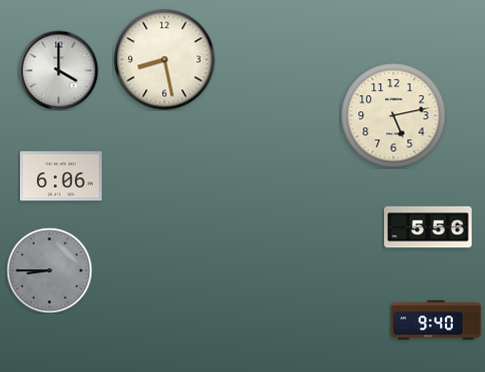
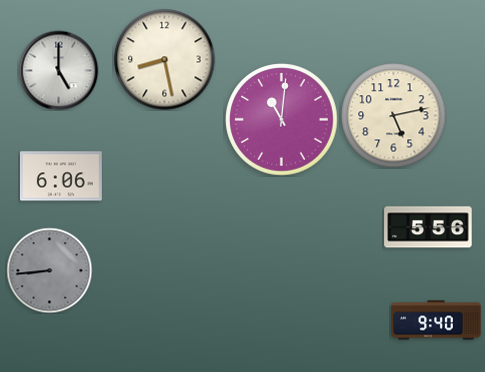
clock at (58, 70): 4:00 -> 5:00
clock at (282, 120): none -> 11:01
clock at (49, 270): 8:45 -> 8:44
